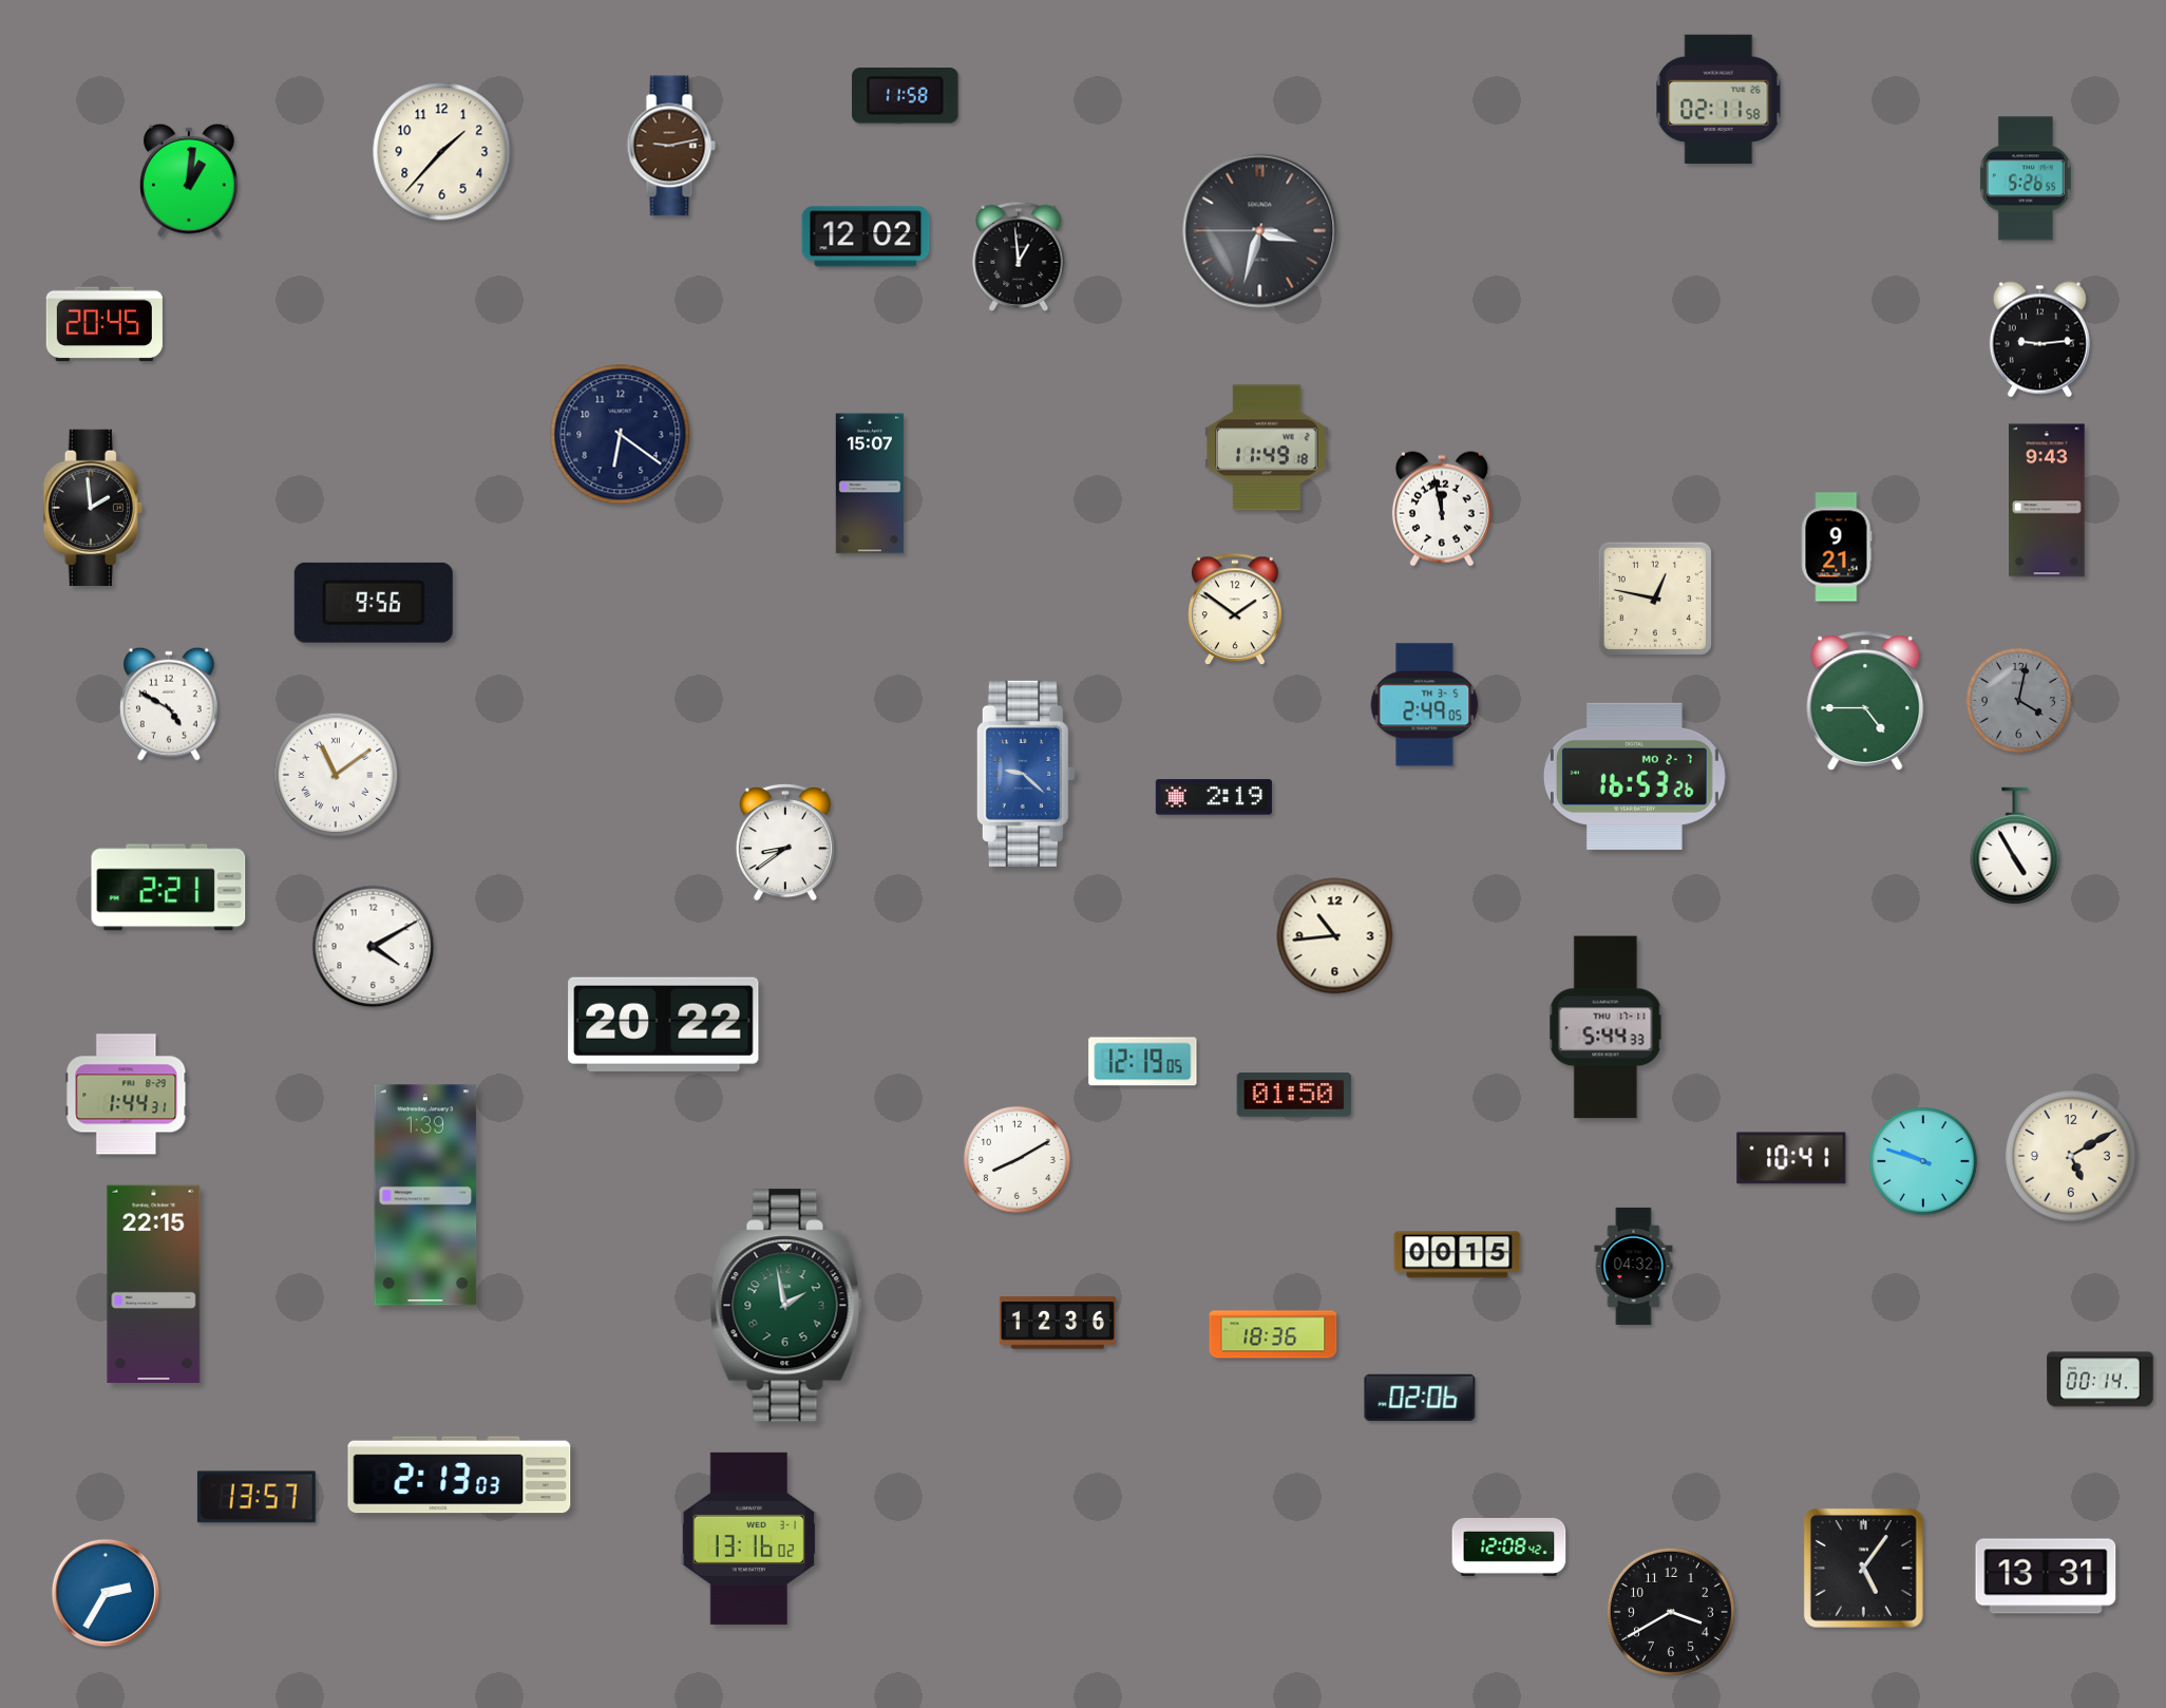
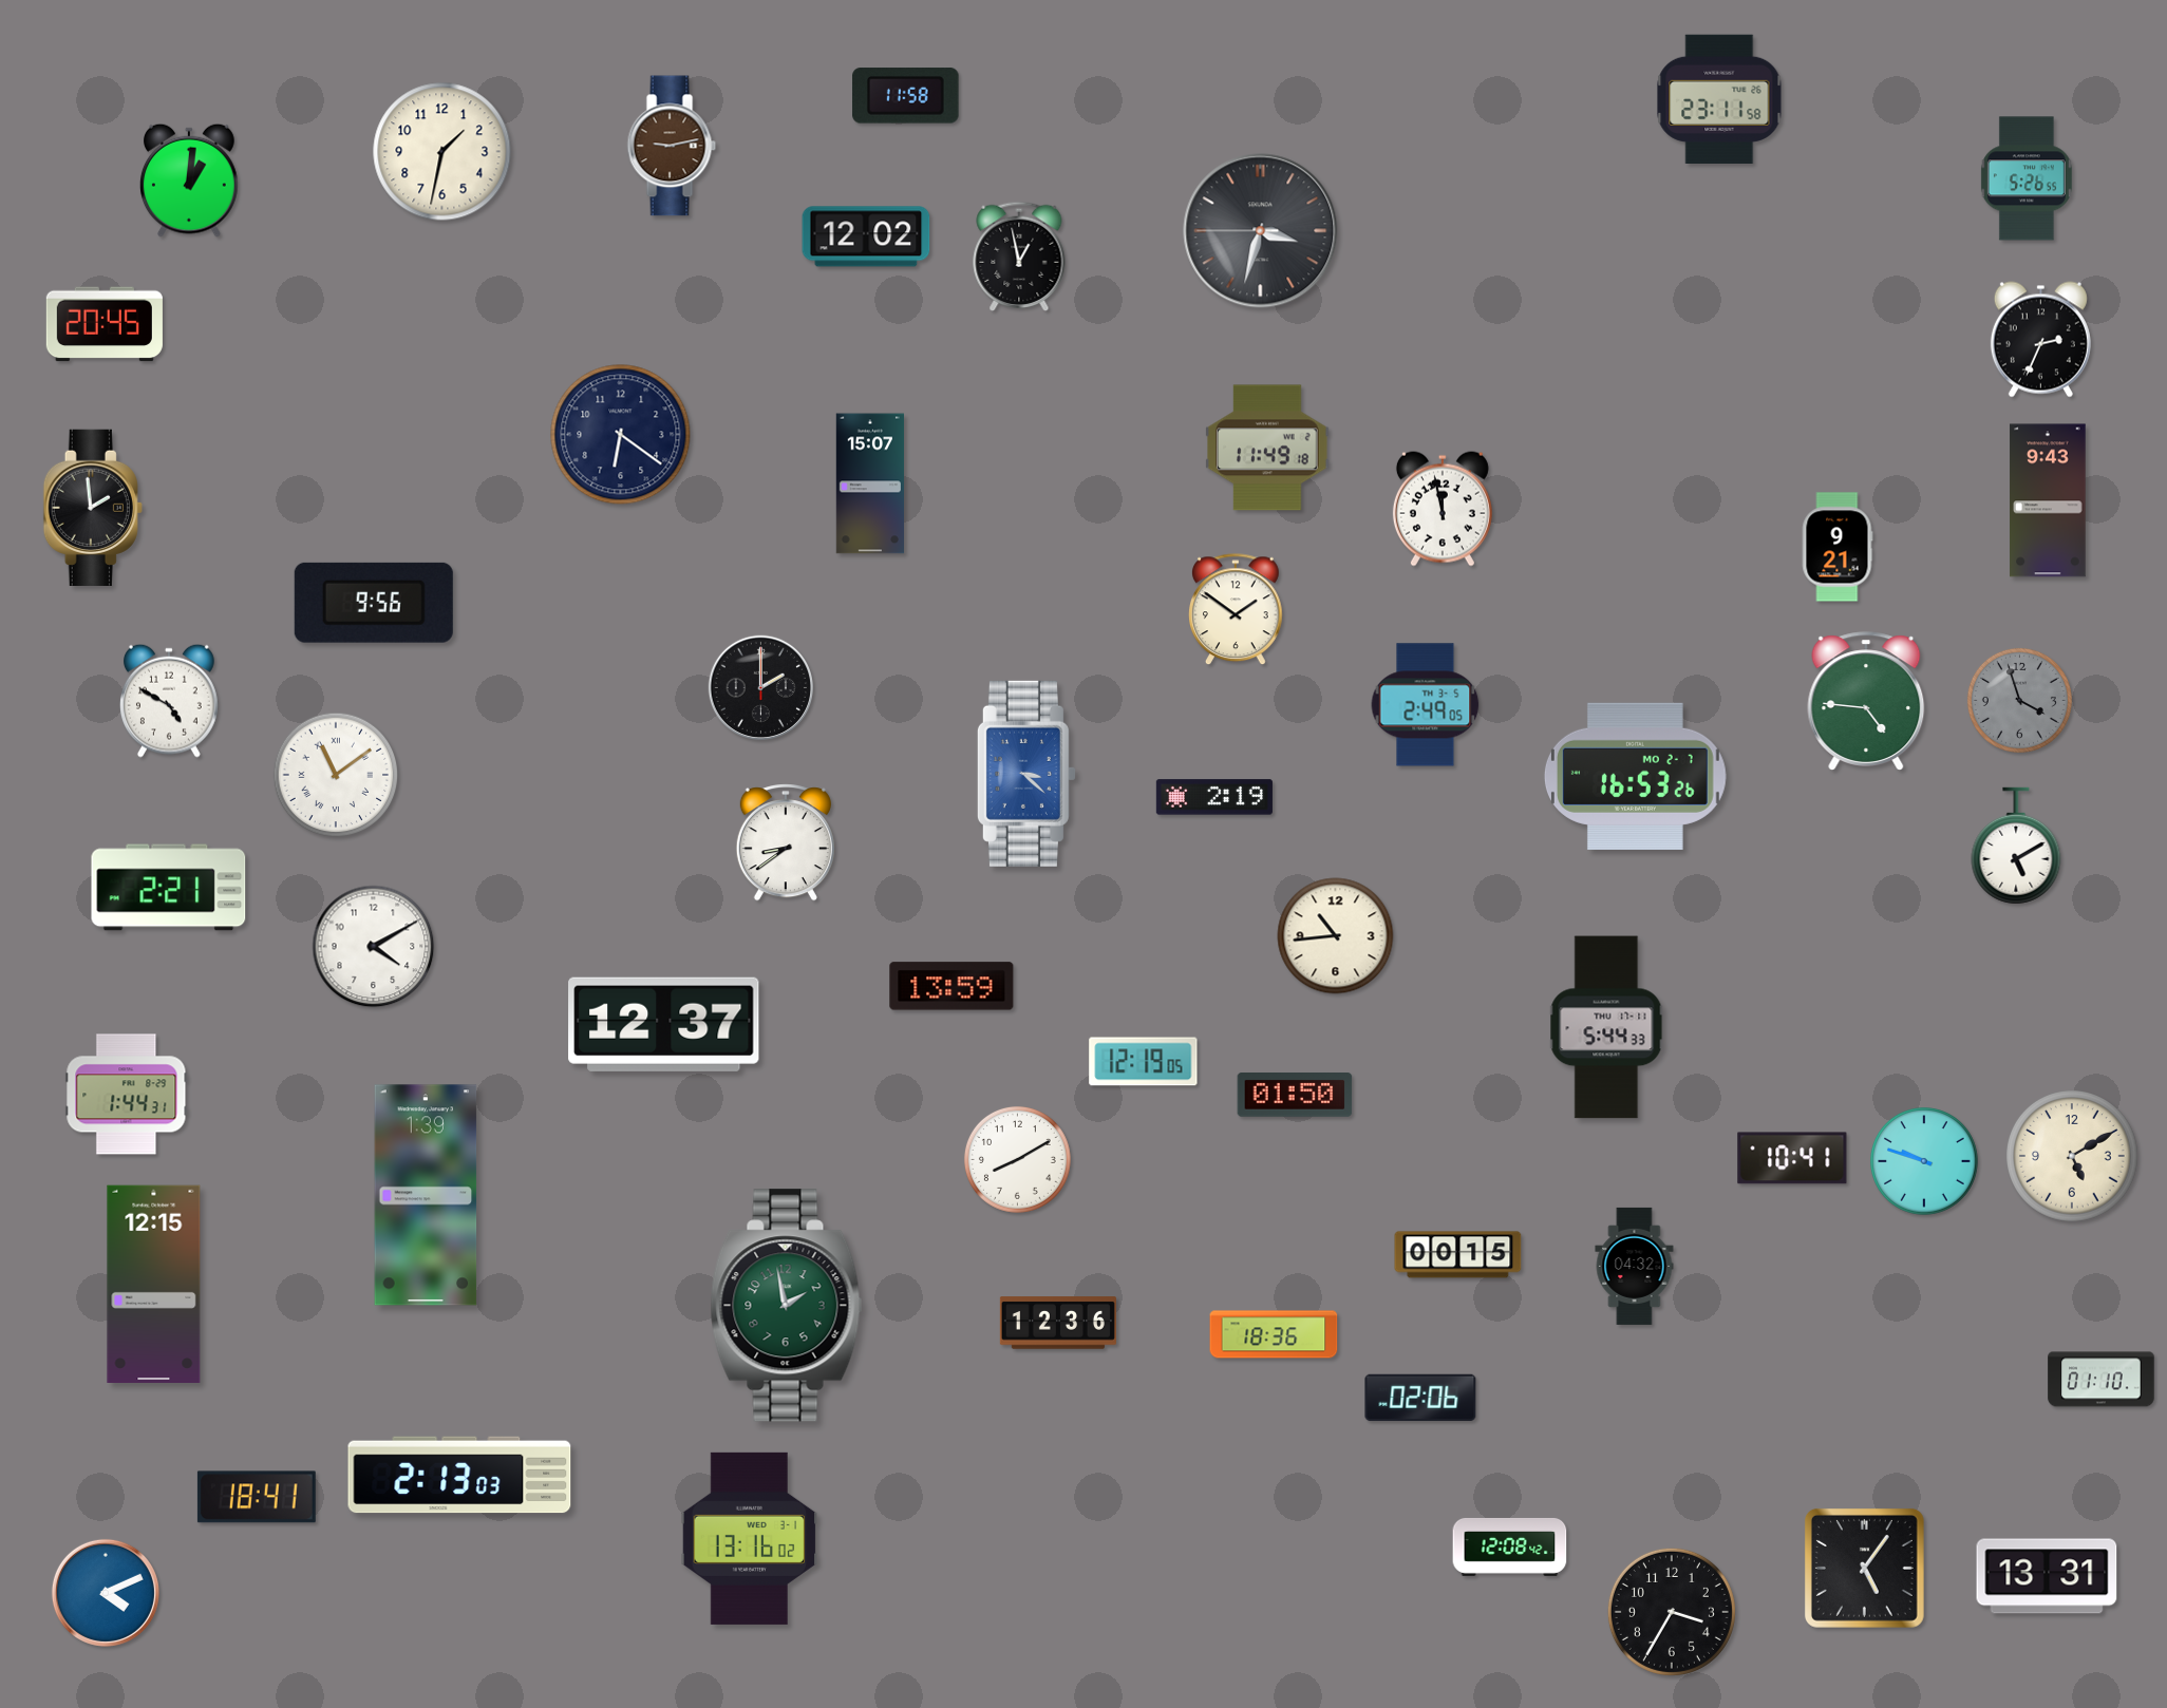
clock at (1718, 98): 02:11 -> 23:11
clock at (442, 152): 1:37 -> 1:32
clock at (1019, 257): 12:59 -> 12:58
clock at (2039, 340): 9:14 -> 2:34
clock at (1655, 599): 12:47 -> none
clock at (760, 687): none -> 2:00
clock at (2018, 700): 4:02 -> 3:57
clock at (1865, 701): 4:45 -> 4:46
clock at (169, 704) position: (169, 704) -> (169, 701)
clock at (1026, 774): 9:22 -> 3:22
clock at (2015, 846): 4:55 -> 5:10
clock at (951, 986): none -> 13:59
clock at (664, 1024): 20:22 -> 12:37
clock at (154, 1284): 22:15 -> 12:15
clock at (2101, 1380): 00:14 -> 01:10
clock at (256, 1497): 13:57 -> 18:41
clock at (106, 1593): 2:35 -> 4:11
clock at (1671, 1612): 3:40 -> 3:35
